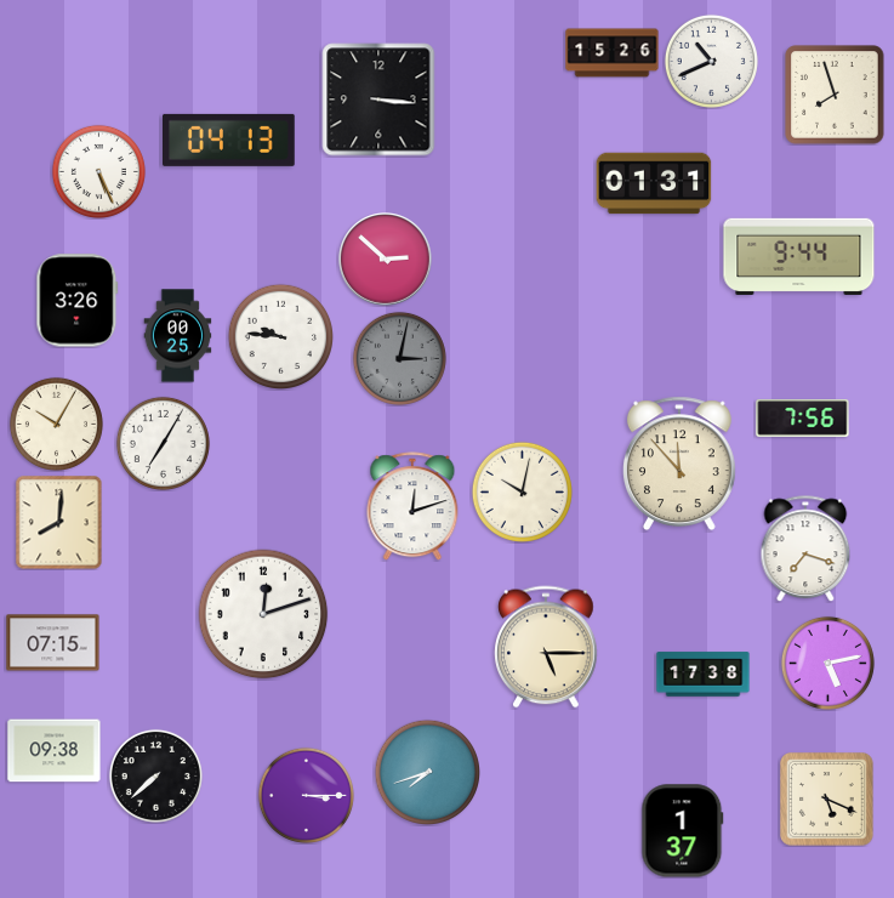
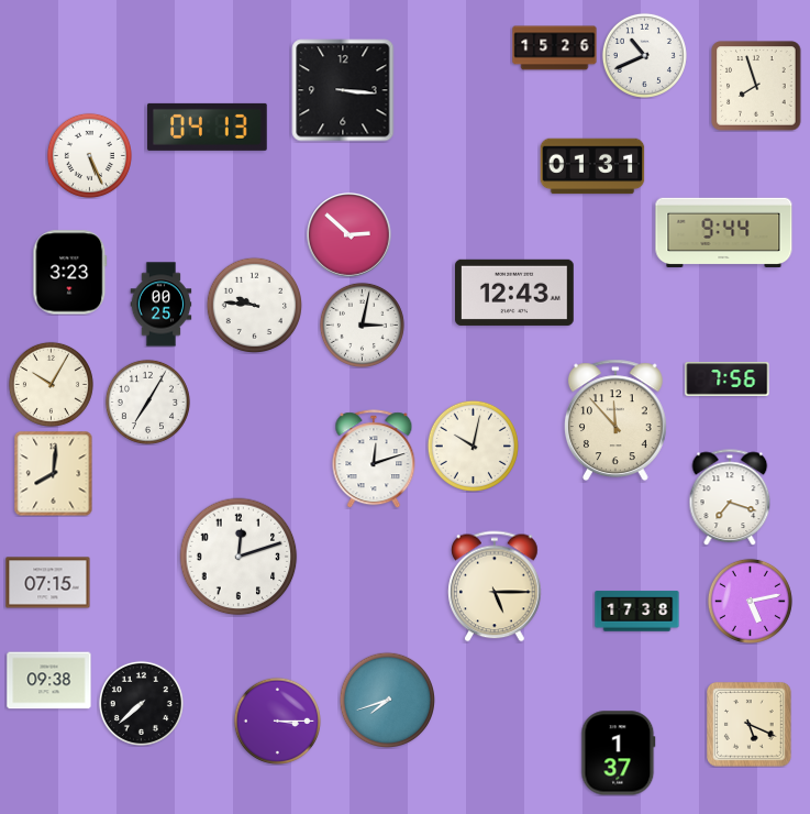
clock at (78, 301): 3:26 -> 3:23
clock at (515, 293): none -> 12:43
clock at (399, 358) dial: grey -> white
